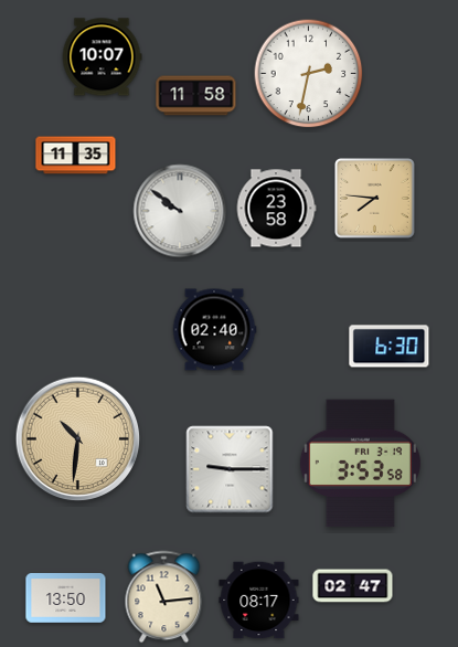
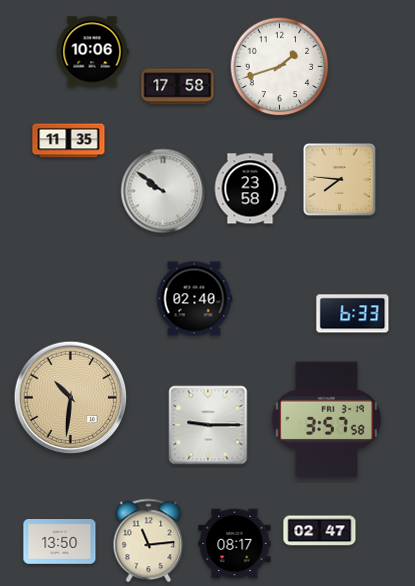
clock at (102, 57): 10:07 -> 10:06
clock at (309, 74): 2:32 -> 1:42
clock at (196, 96): 11:58 -> 17:58
clock at (390, 347): 6:30 -> 6:33
clock at (360, 464): 3:53 -> 3:57
